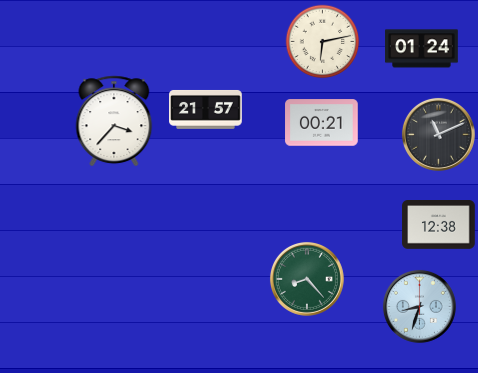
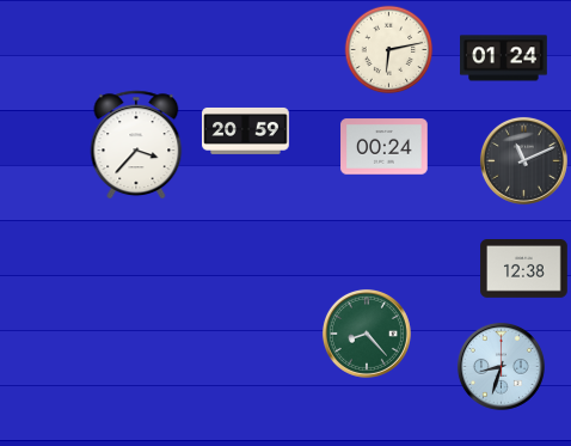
clock at (323, 42) position: (323, 42) -> (389, 50)
clock at (206, 109): 21:57 -> 20:59
clock at (322, 123): 00:21 -> 00:24
